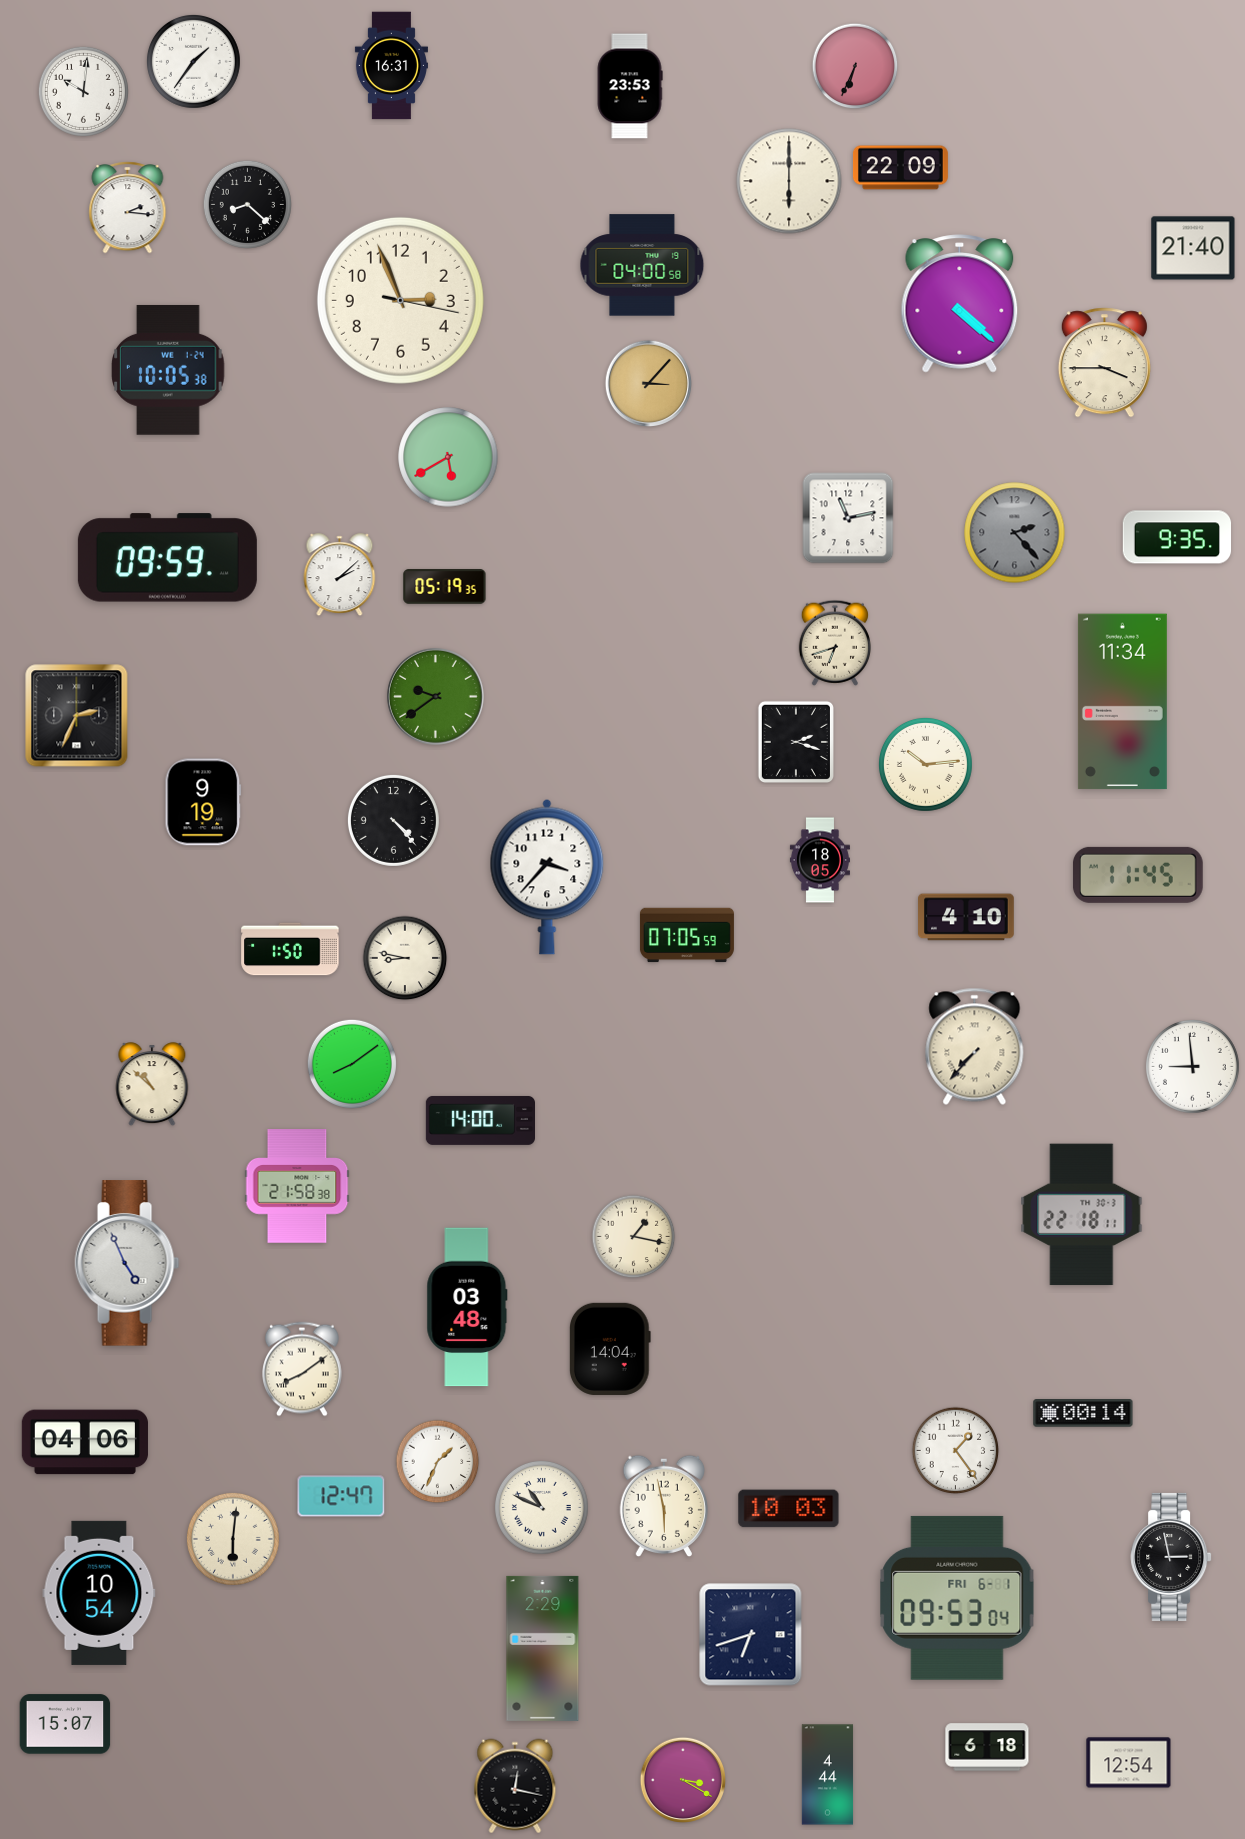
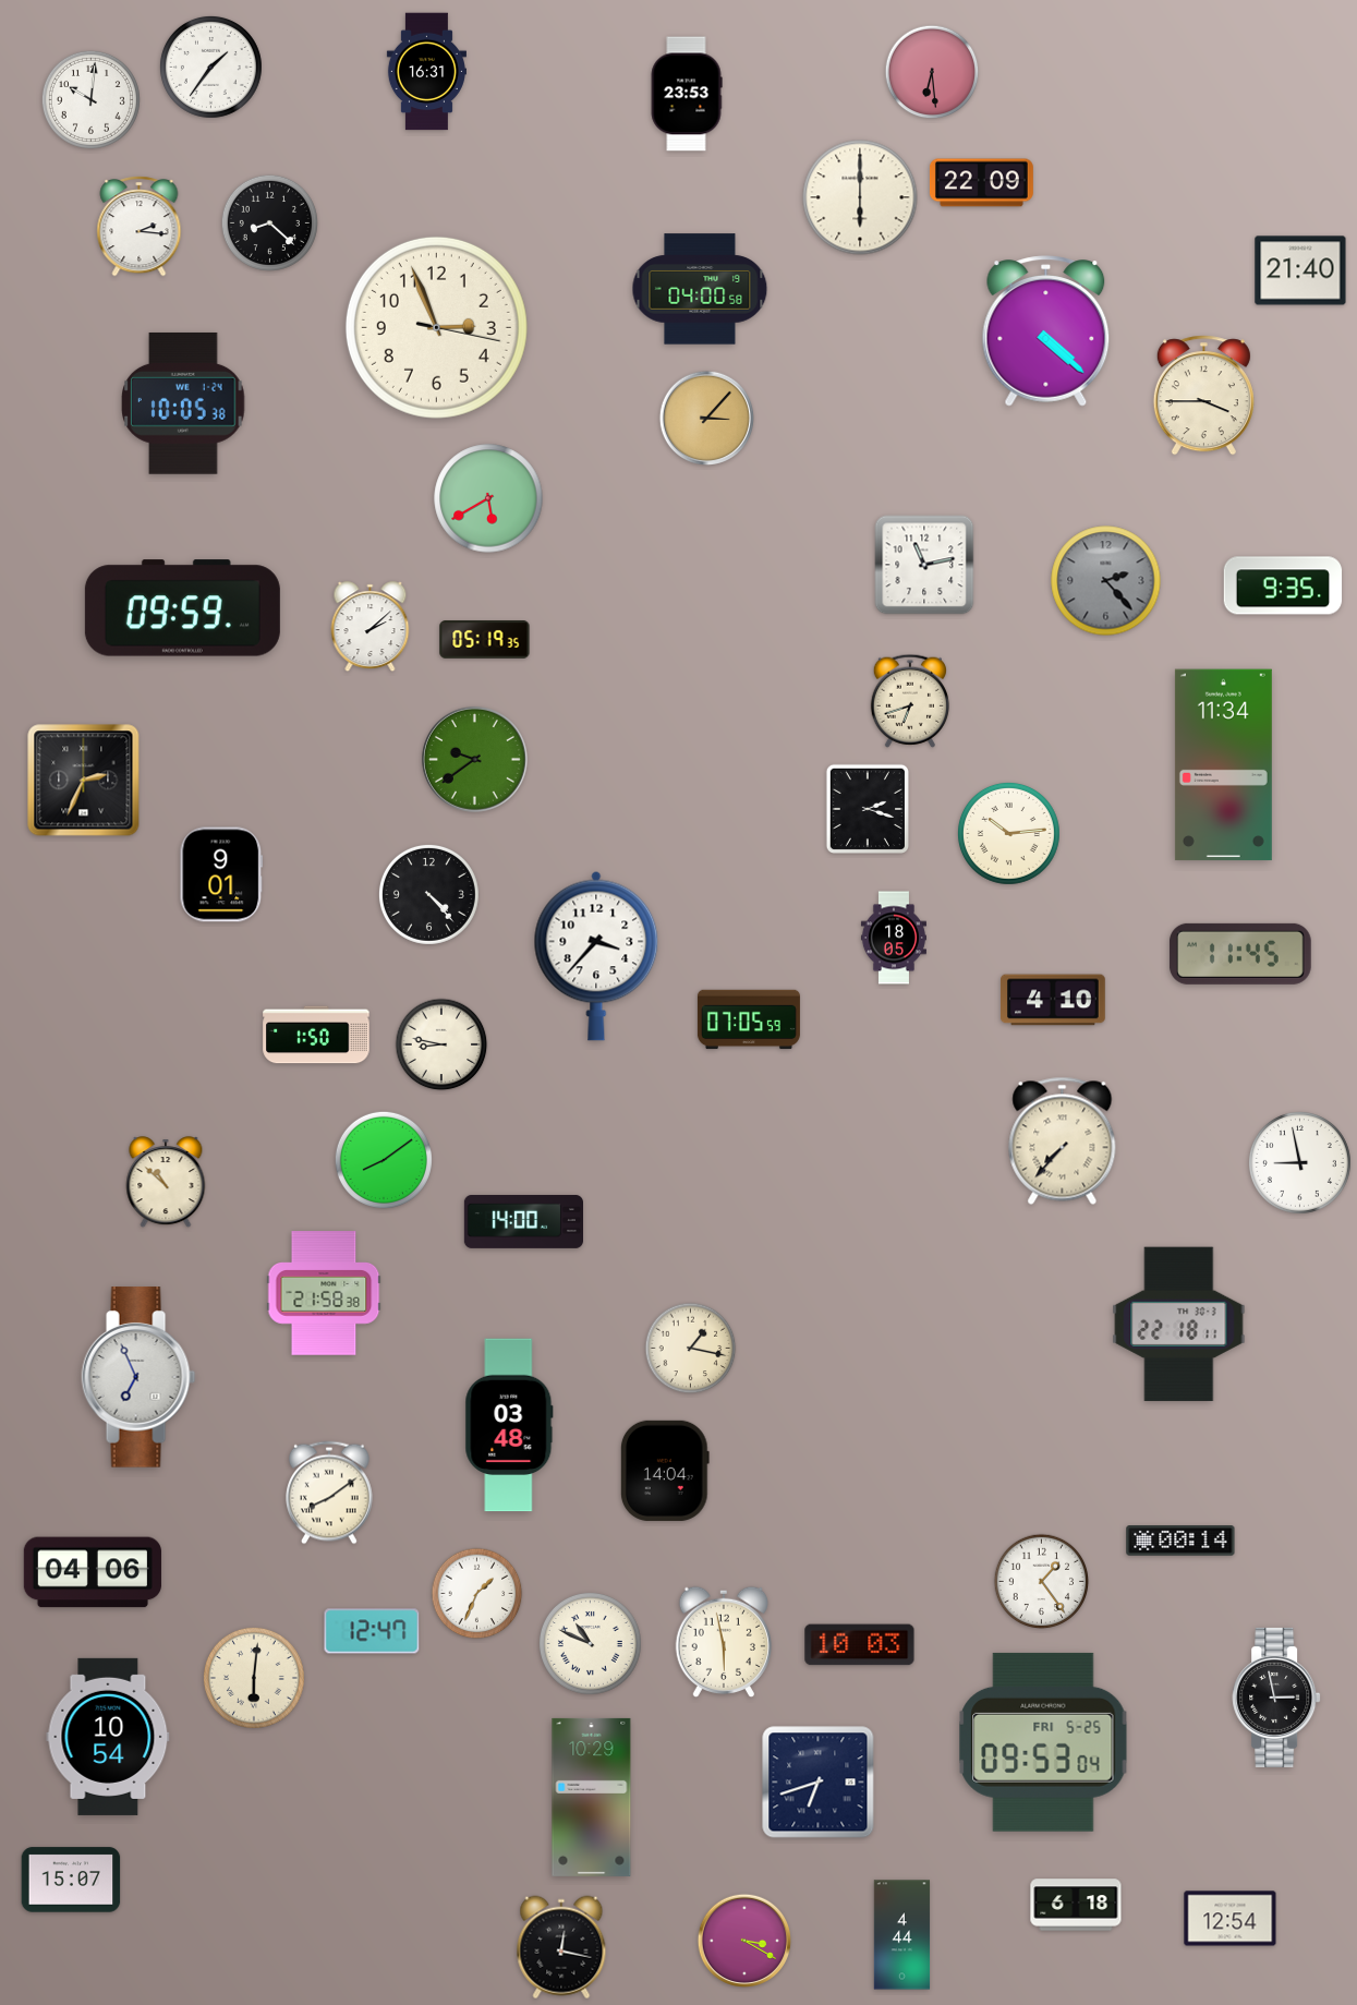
clock at (855, 66): 6:34 -> 6:29
clock at (203, 802): 9:19 -> 9:01
clock at (1192, 1066): 8:59 -> 8:58
clock at (127, 1263): 4:56 -> 6:56
clock at (957, 1598) date: FRI 6-1 -> FRI 5-25
clock at (543, 1648): 2:29 -> 10:29
clock at (1129, 1763) position: (1129, 1763) -> (1231, 1919)
